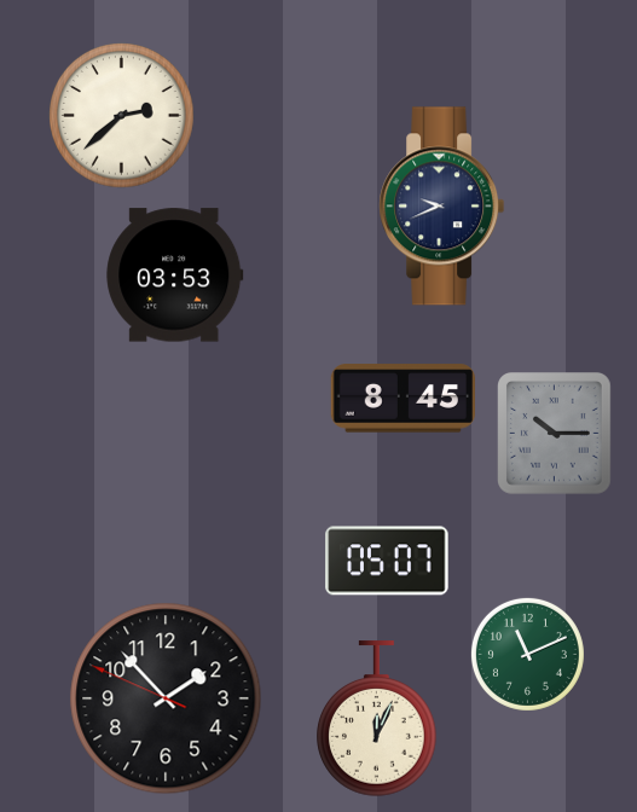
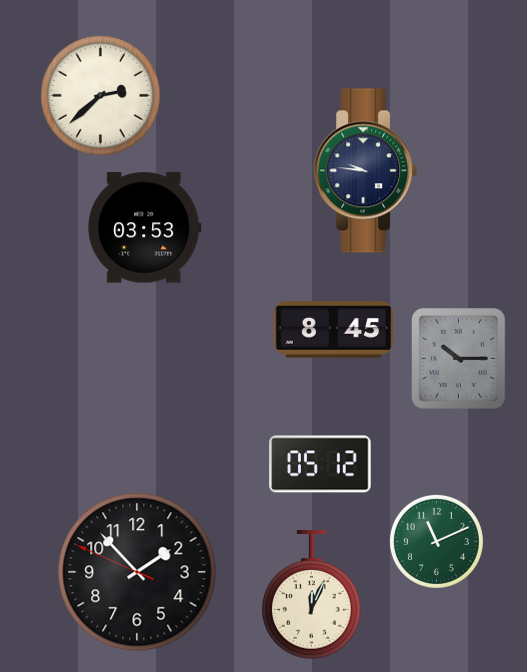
clock at (442, 207): 9:41 -> 9:46
clock at (387, 561): 05:07 -> 05:12
clock at (166, 698) position: (166, 698) -> (137, 572)
